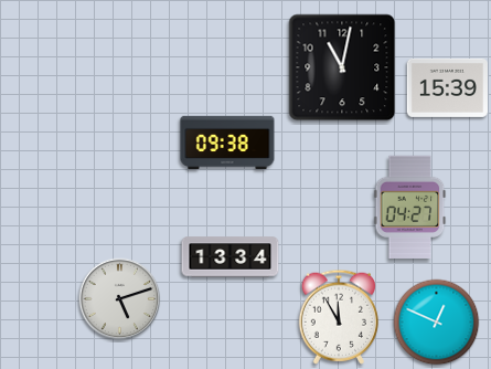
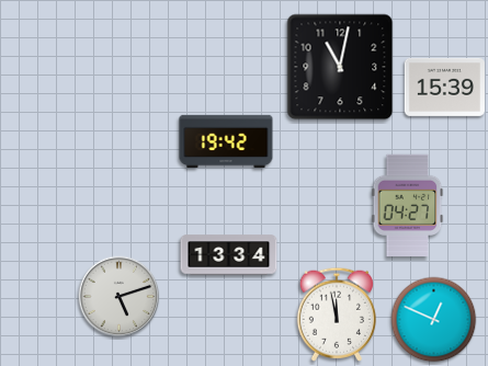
clock at (227, 141): 09:38 -> 19:42
clock at (338, 317): 11:55 -> 11:58
